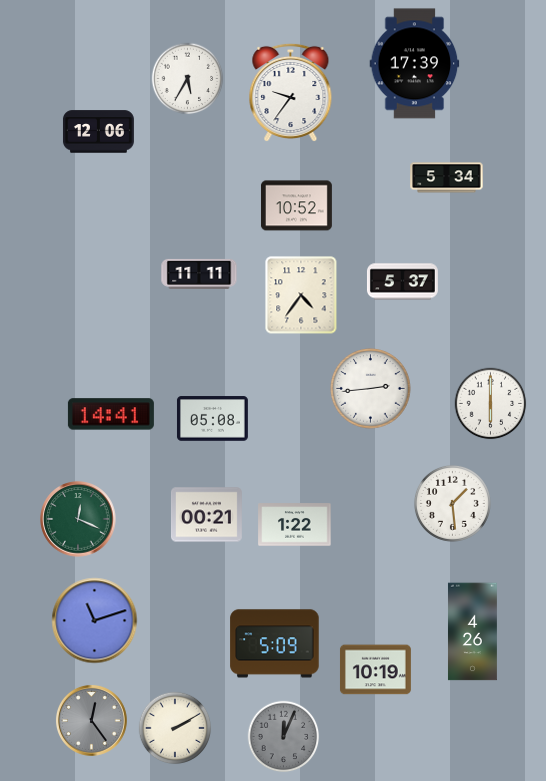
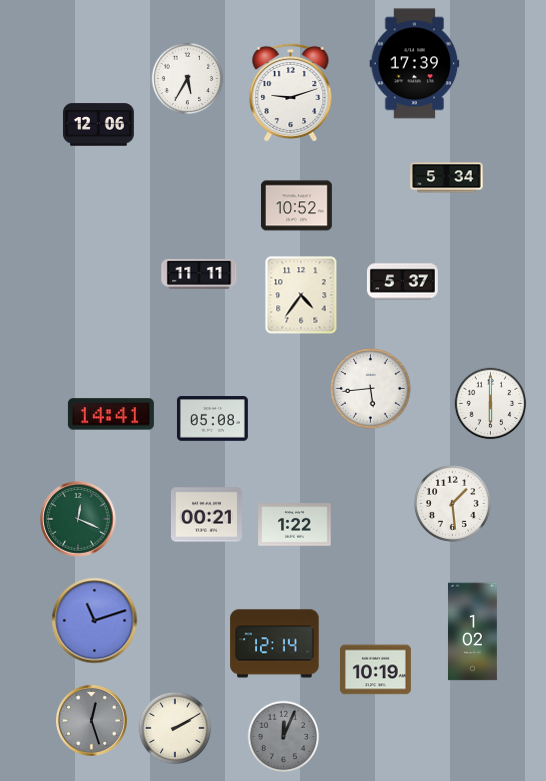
clock at (291, 93): 9:36 -> 9:12
clock at (98, 132) position: (98, 132) -> (98, 125)
clock at (371, 389): 2:44 -> 5:44
clock at (472, 632): 4:26 -> 1:02
clock at (275, 644): 5:09 -> 12:14
clock at (91, 720): 12:24 -> 12:27
